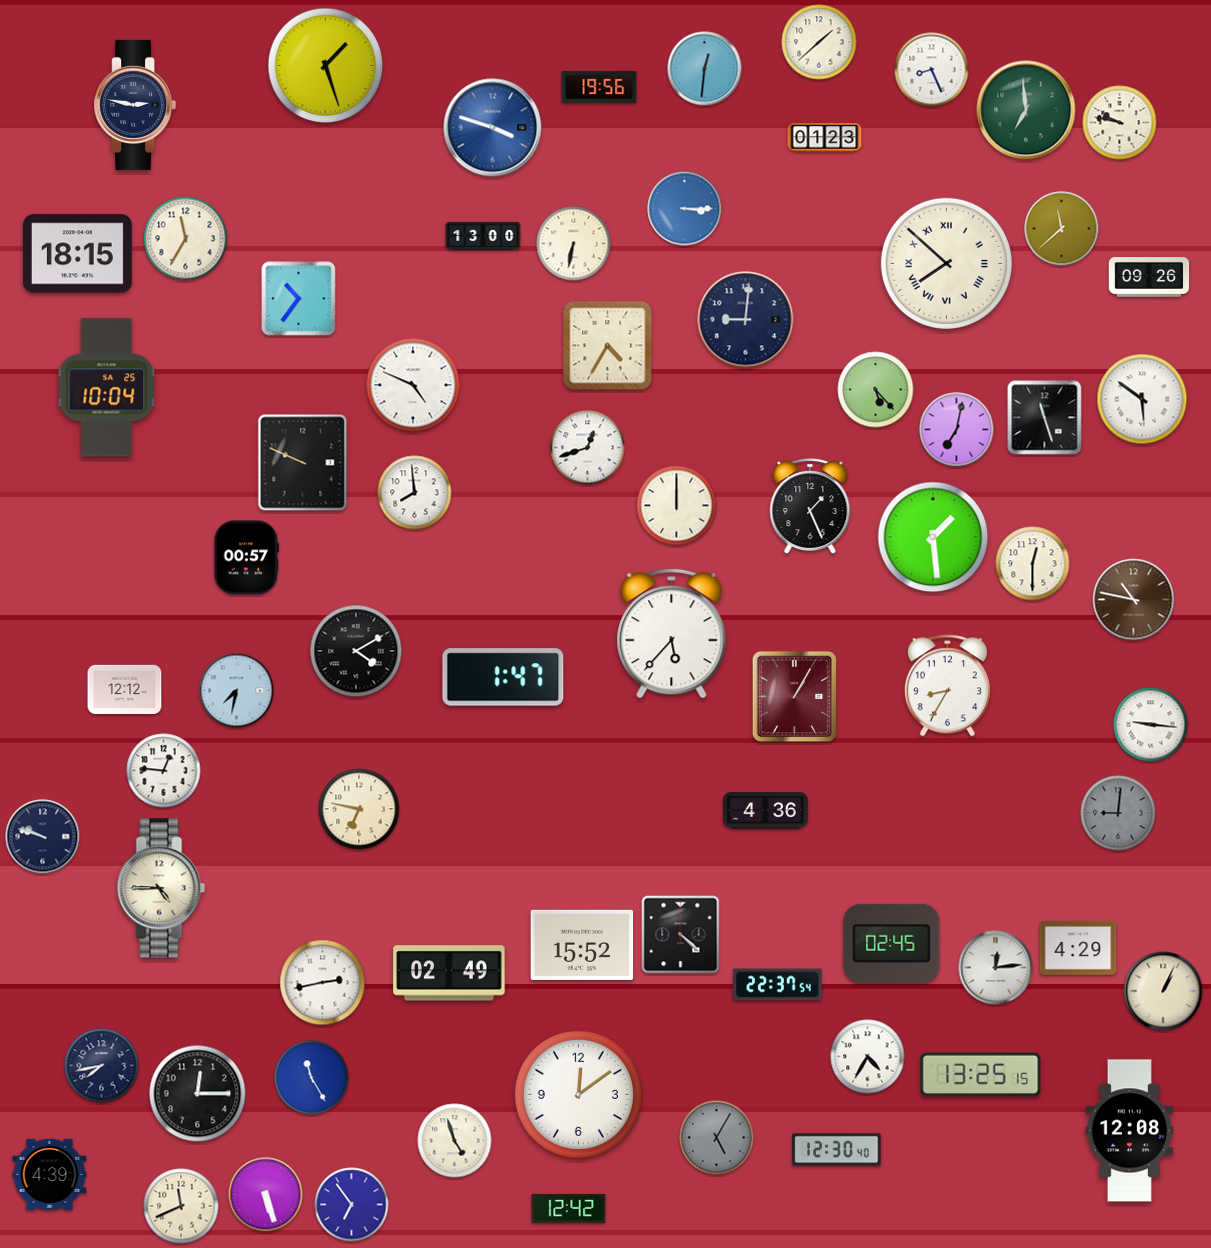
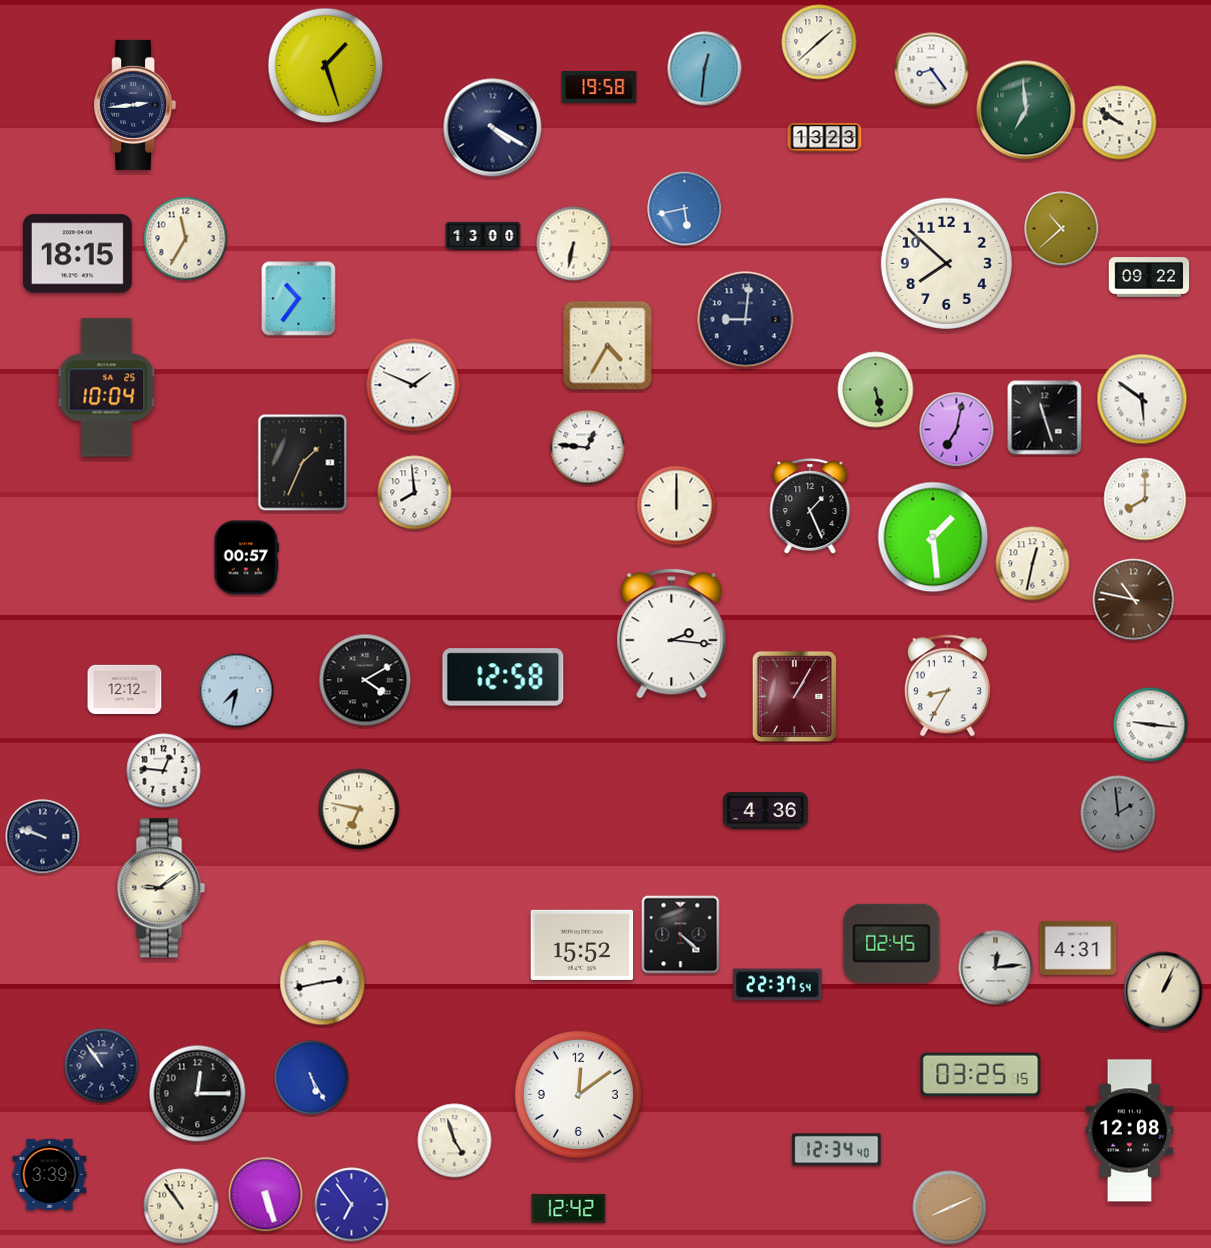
clock at (932, 70): 8:26 -> 8:24
clock at (599, 88): 19:56 -> 19:58
clock at (135, 105): 2:47 -> 2:44
clock at (1120, 123): 9:47 -> 9:51
clock at (493, 128): 3:48 -> 4:20
clock at (493, 128) dial: blue -> navy
clock at (825, 138): 01:23 -> 13:23
clock at (685, 209): 3:15 -> 5:43
clock at (1062, 229): 11:38 -> 10:38
clock at (946, 263) numerals: Roman -> Arabic
clock at (1149, 277): 09:26 -> 09:22
clock at (413, 385): 4:49 -> 1:49
clock at (876, 390): 5:23 -> 5:28
clock at (588, 448): 12:42 -> 12:46
clock at (303, 463): 9:49 -> 1:34
clock at (1145, 499): none -> 8:00
clock at (1033, 564): 12:30 -> 12:32
clock at (672, 633): 5:37 -> 2:16
clock at (356, 651) position: (356, 651) -> (365, 680)
clock at (503, 677): 1:47 -> 12:58
clock at (1118, 813): 9:01 -> 1:59
clock at (161, 888): 4:45 -> 9:09
clock at (1078, 948): 4:29 -> 4:31
clock at (449, 973): 02:49 -> none
clock at (868, 1057): 4:35 -> none
clock at (102, 1066): 7:43 -> 10:54
clock at (981, 1075): 13:25 -> 03:25
clock at (312, 1078): 11:25 -> 5:25
clock at (717, 1138): 5:05 -> none
clock at (837, 1150): 12:30 -> 12:34
clock at (50, 1174): 4:39 -> 3:39
clock at (181, 1206): 11:41 -> 10:54
clock at (950, 1208): none -> 8:11
